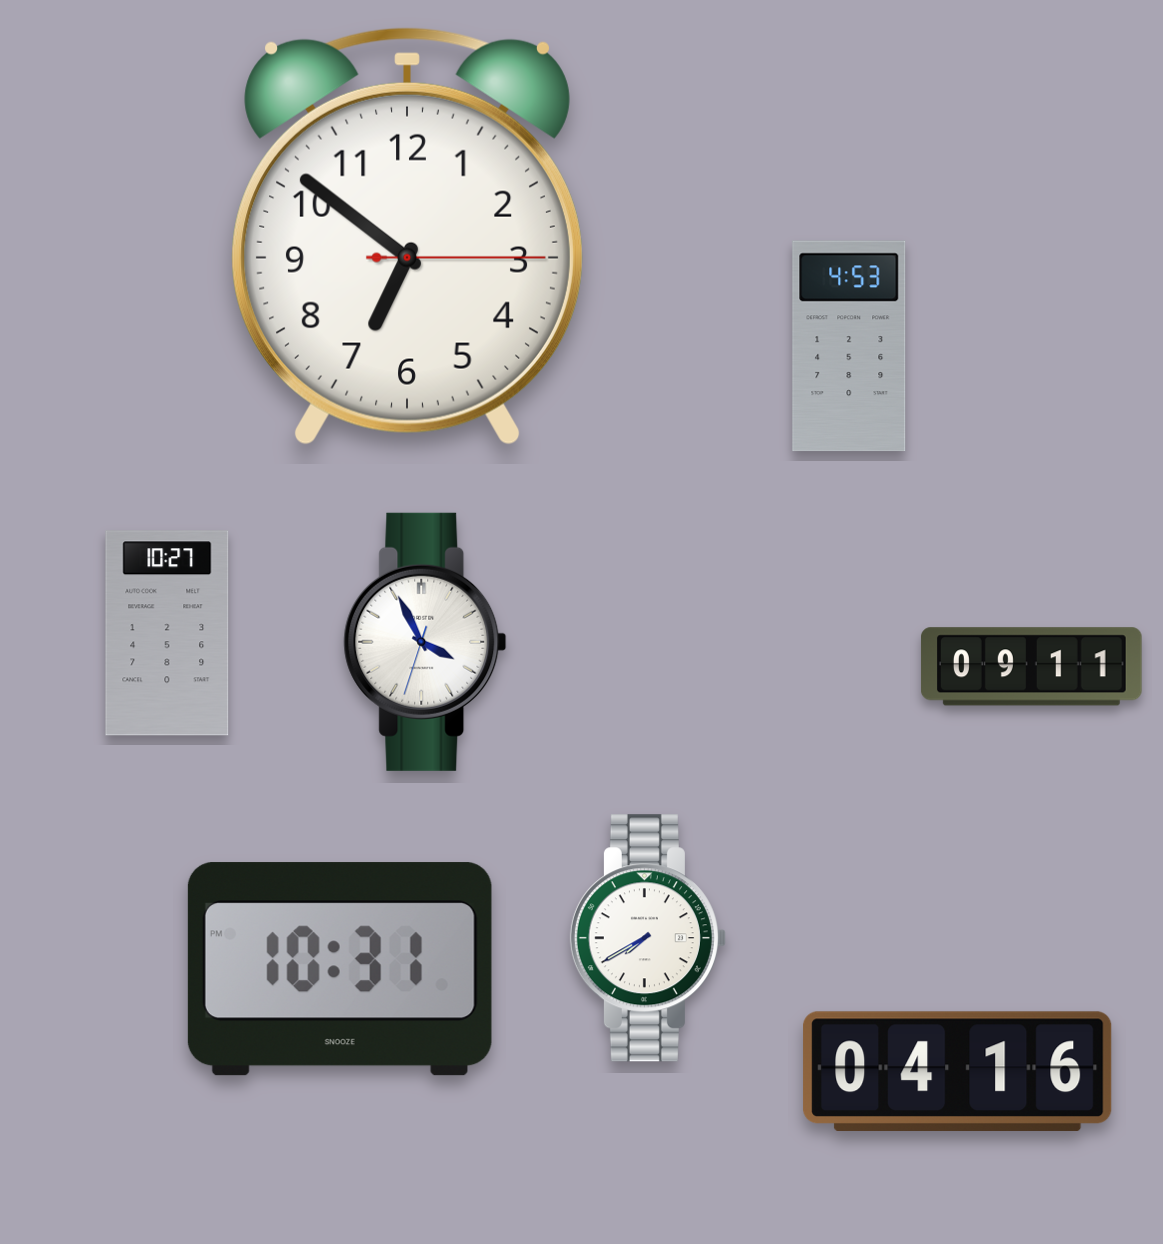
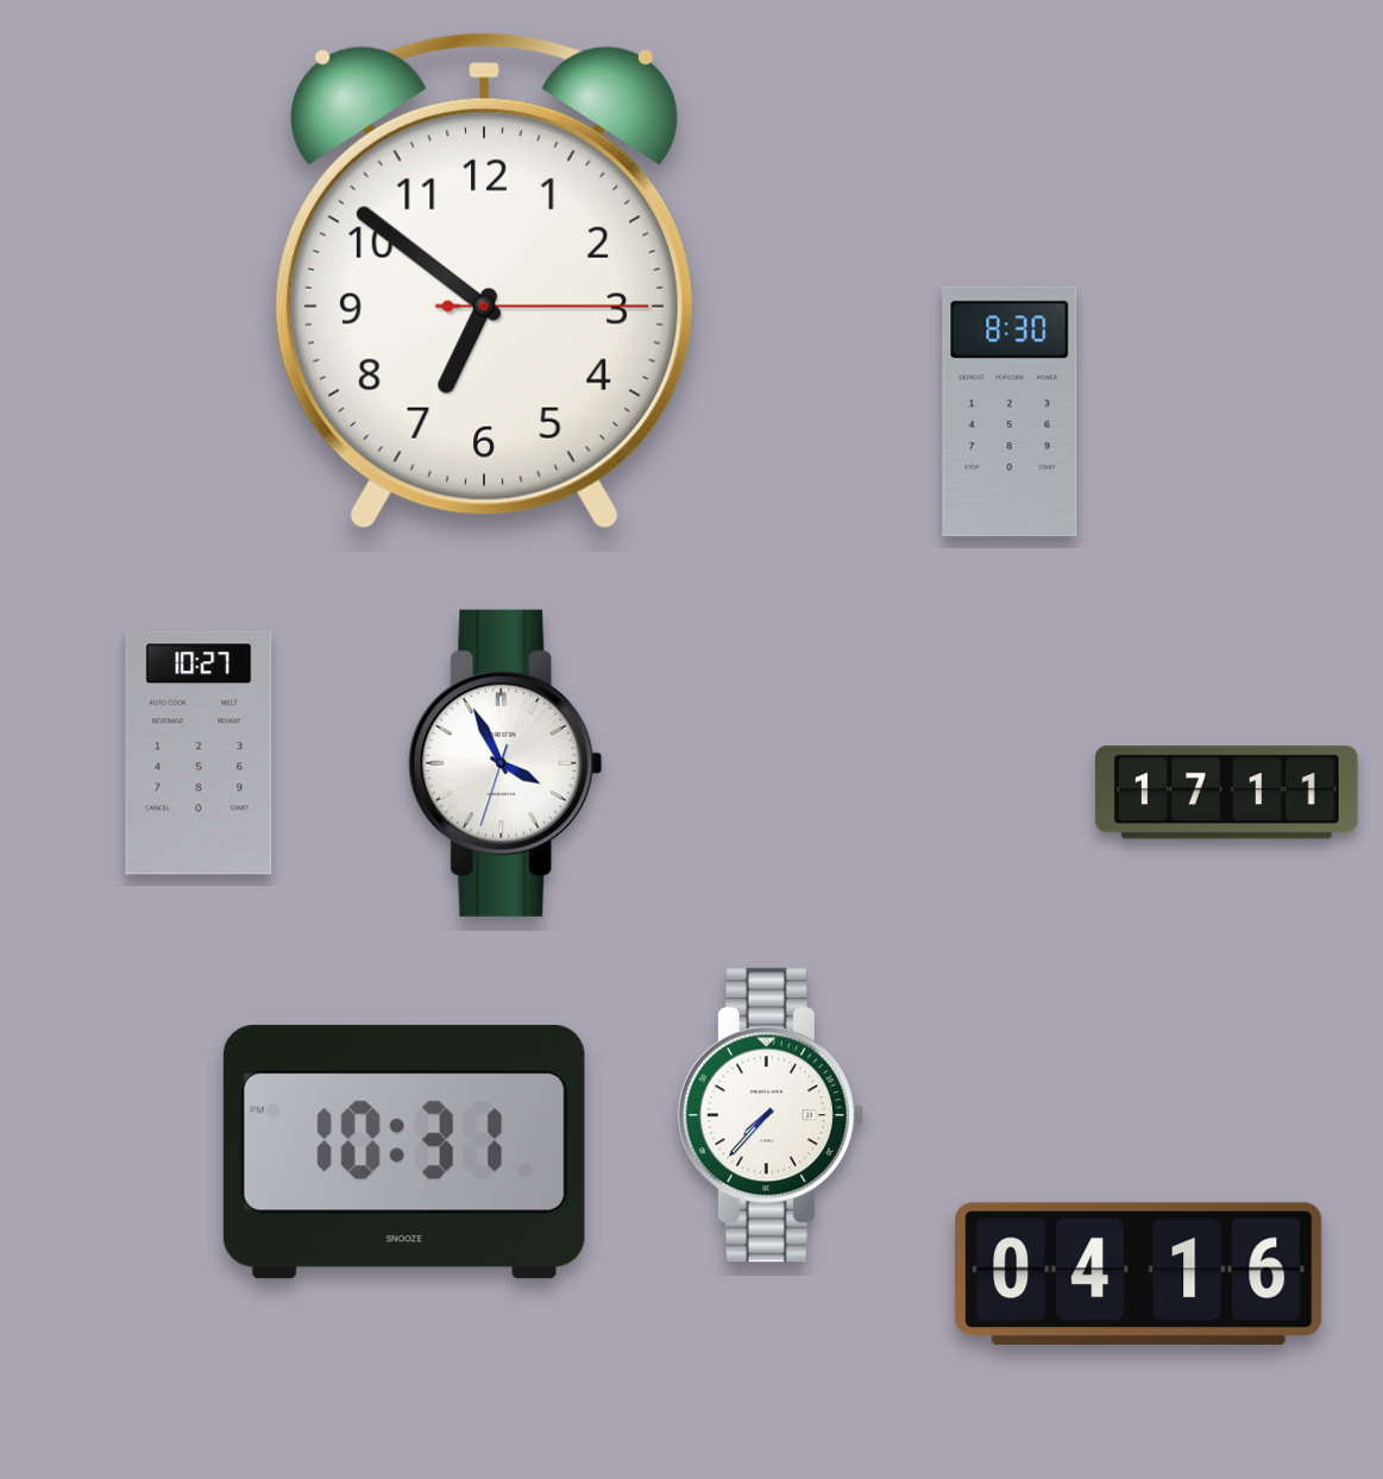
clock at (849, 346): 4:53 -> 8:30
clock at (1031, 667): 09:11 -> 17:11
clock at (648, 938): 7:40 -> 7:37
